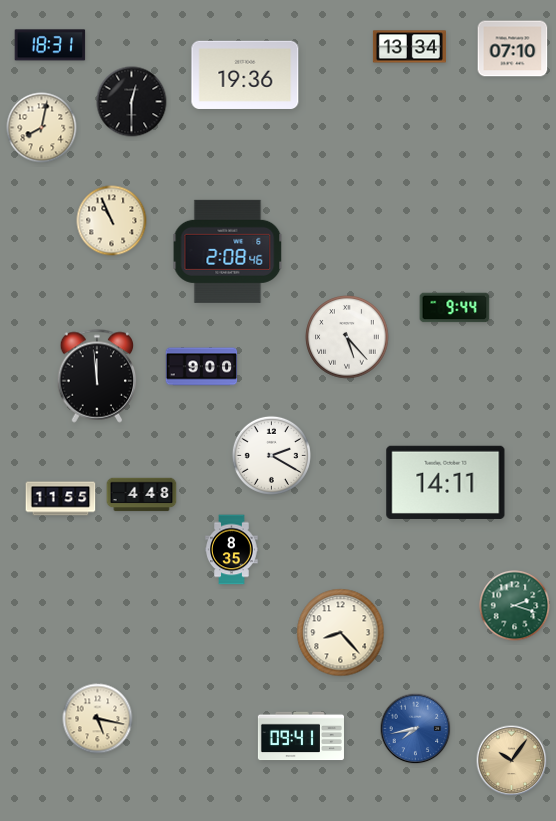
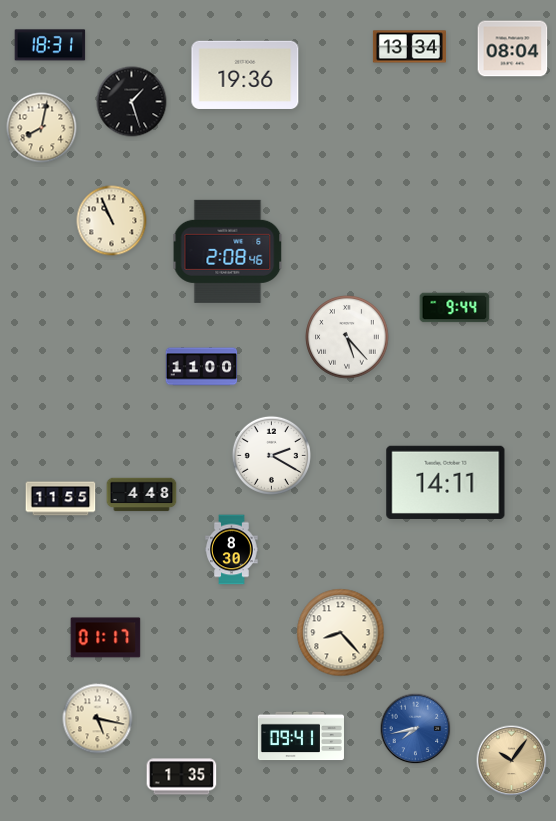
clock at (513, 49): 07:10 -> 08:04
clock at (132, 102): 12:30 -> 1:27
clock at (202, 367): 9:00 -> 11:00
clock at (97, 376): 11:59 -> none
clock at (232, 550): 8:35 -> 8:30
clock at (515, 606): 2:18 -> none
clock at (106, 638): none -> 01:17
clock at (182, 777): none -> 1:35
